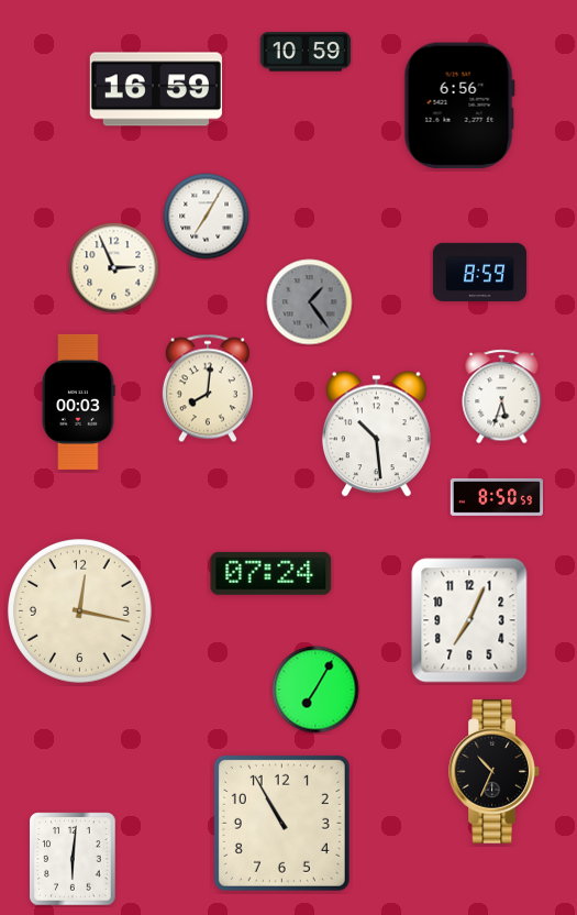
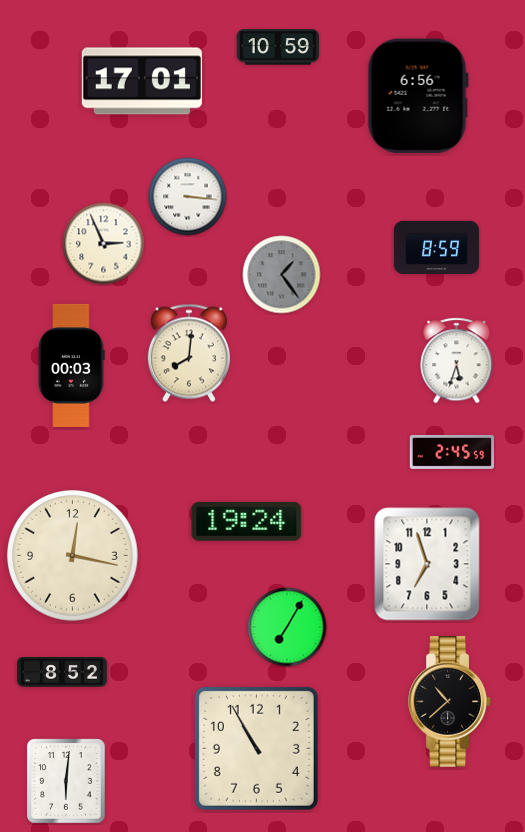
clock at (156, 89): 16:59 -> 17:01
clock at (207, 217): 7:05 -> 3:16
clock at (376, 434): 10:29 -> none
clock at (497, 497): 8:50 -> 2:45
clock at (271, 573): 07:24 -> 19:24
clock at (469, 620): 7:04 -> 6:57
clock at (63, 673): none -> 8:52
clock at (495, 772): 10:34 -> 10:38
